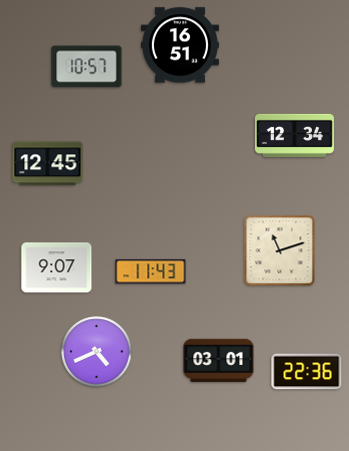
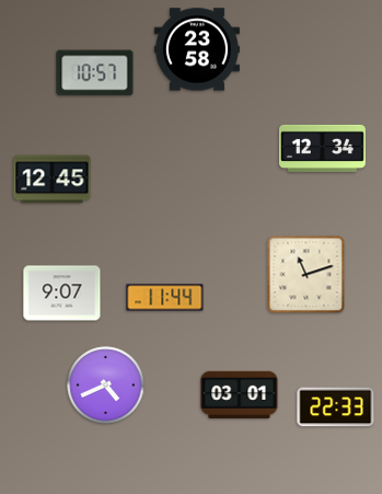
clock at (180, 45): 16:51 -> 23:58
clock at (151, 272): 11:43 -> 11:44
clock at (307, 372): 22:36 -> 22:33
